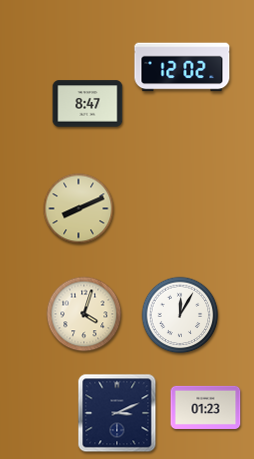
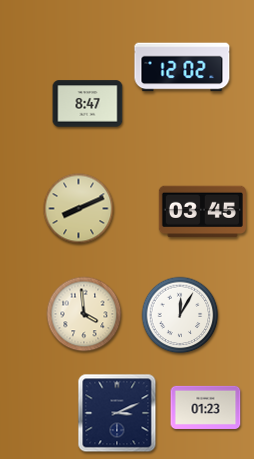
clock at (202, 212): none -> 03:45
clock at (84, 314): 4:03 -> 3:59
